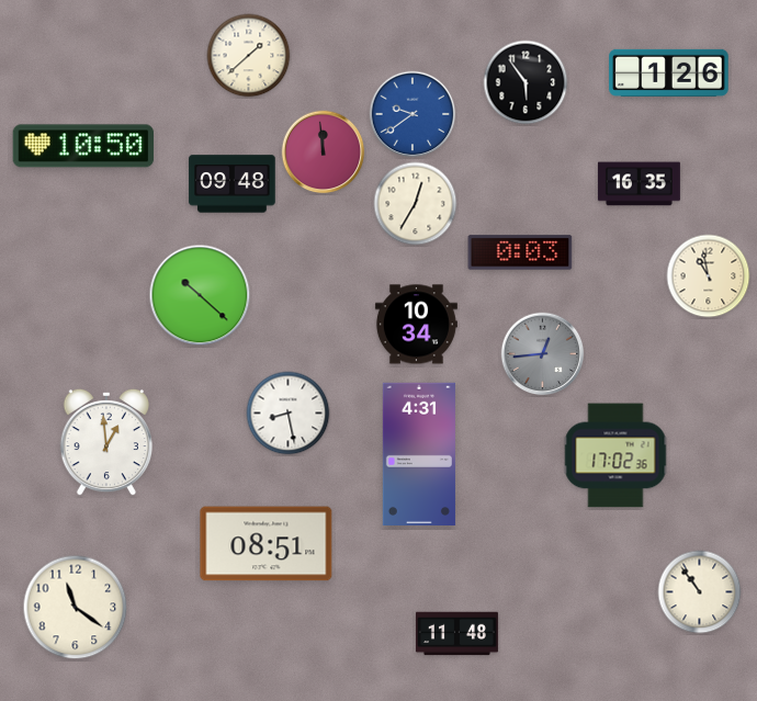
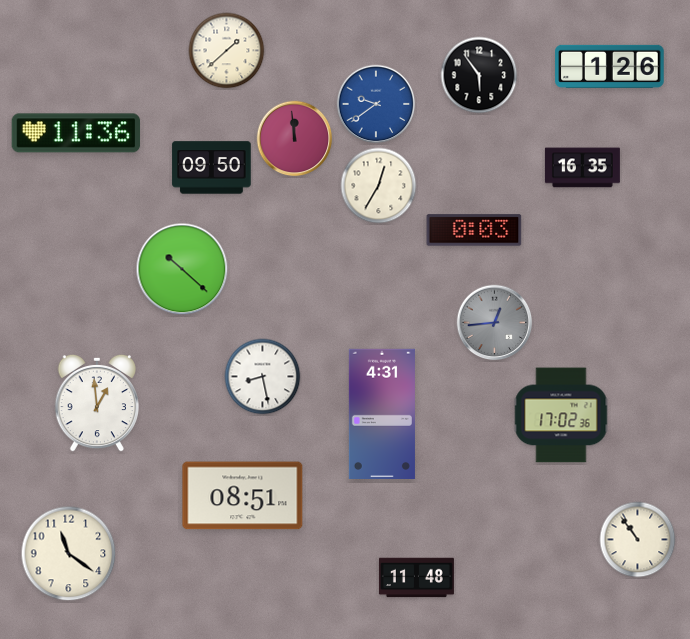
clock at (83, 146): 10:50 -> 11:36
clock at (233, 184): 09:48 -> 09:50
clock at (709, 276): 10:58 -> none
clock at (416, 325): 10:34 -> none
